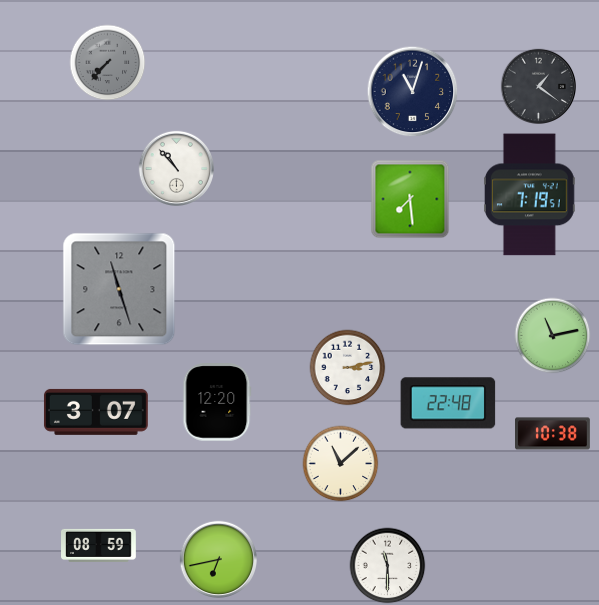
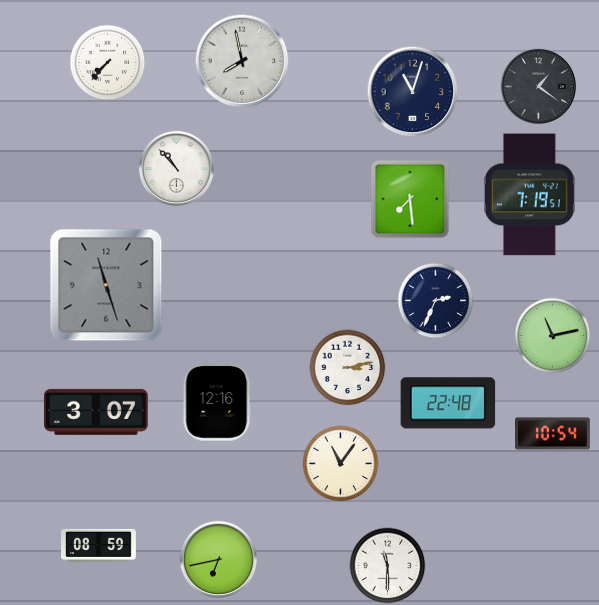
clock at (242, 61): none -> 7:58
clock at (108, 63) dial: grey -> white
clock at (119, 289) position: (119, 289) -> (106, 285)
clock at (436, 301): none -> 2:34
clock at (217, 402): 12:20 -> 12:16
clock at (553, 434): 10:38 -> 10:54
clock at (341, 464): 11:08 -> 11:06
